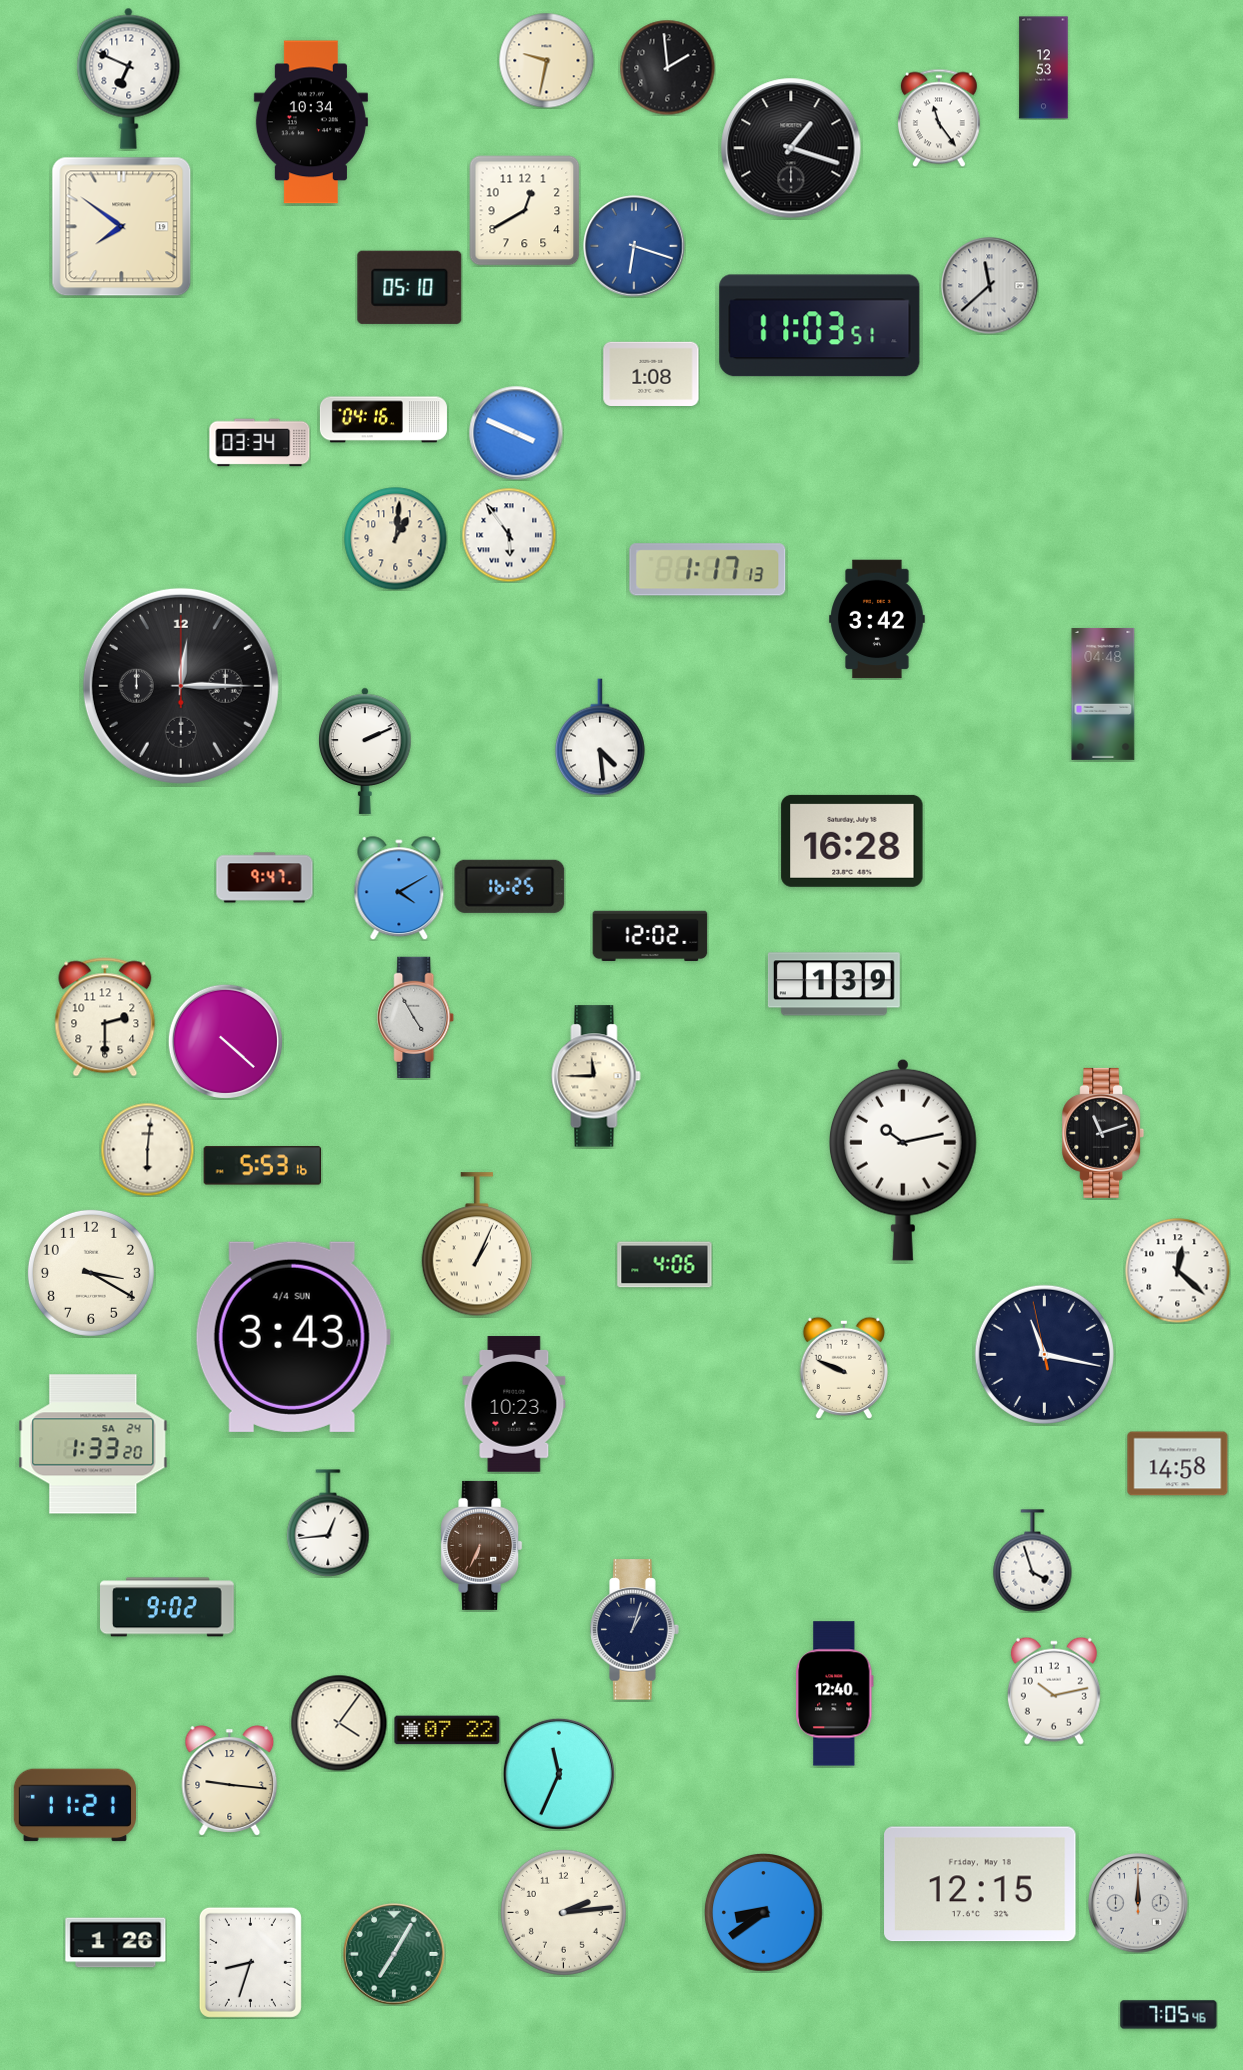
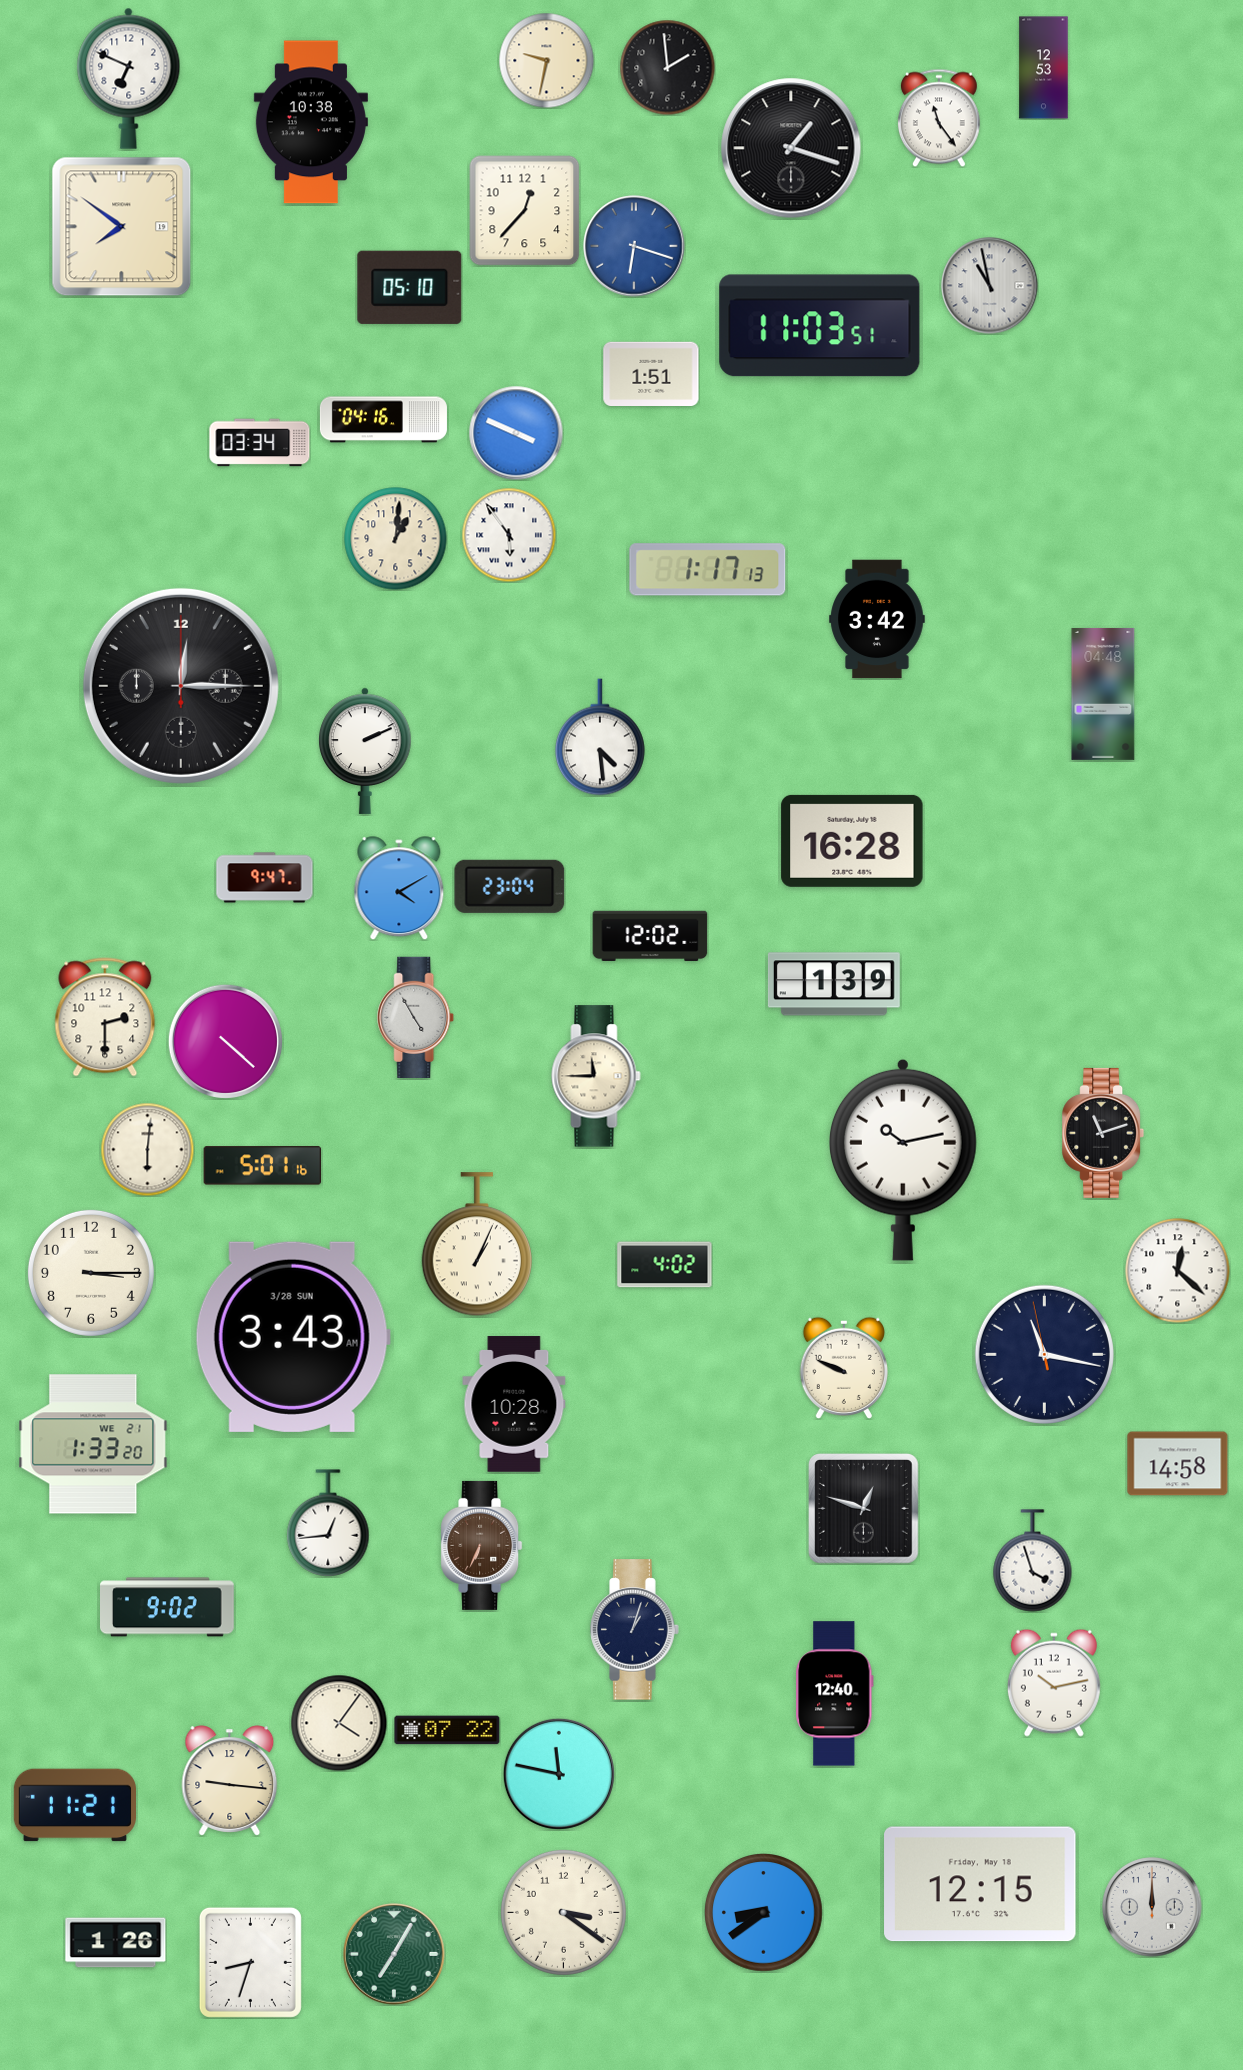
clock at (311, 122): 10:34 -> 10:38
clock at (524, 211): 12:40 -> 12:37
clock at (990, 286): 11:38 -> 10:58
clock at (651, 373): 1:08 -> 1:51
clock at (510, 886): 16:25 -> 23:04
clock at (263, 1166): 5:53 -> 5:01
clock at (665, 1265): 4:06 -> 4:02
clock at (91, 1273): 3:20 -> 3:15
clock at (293, 1337) date: 4/4 SUN -> 3/28 SUN
clock at (514, 1404): 10:23 -> 10:28
clock at (93, 1444) date: SA 24 -> WE 21
clock at (864, 1509): none -> 12:48
clock at (1054, 1691) position: (1054, 1691) -> (1054, 1683)
clock at (559, 1774): 11:34 -> 11:47
clock at (1138, 1903) position: (1138, 1903) -> (1152, 1907)
clock at (563, 1912): 2:14 -> 3:21
clock at (1169, 2015): 7:05 -> none
